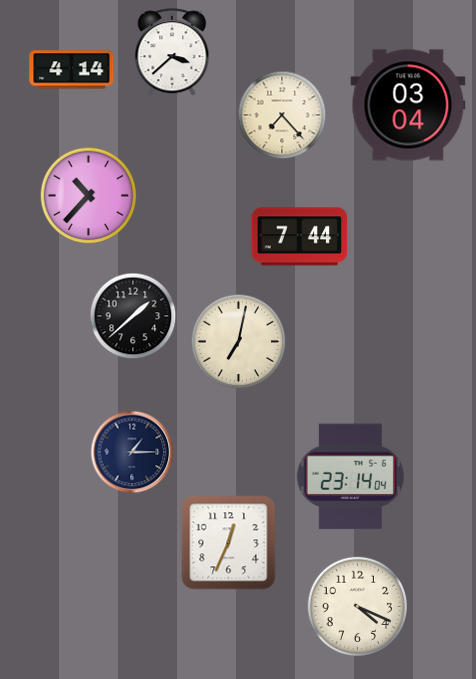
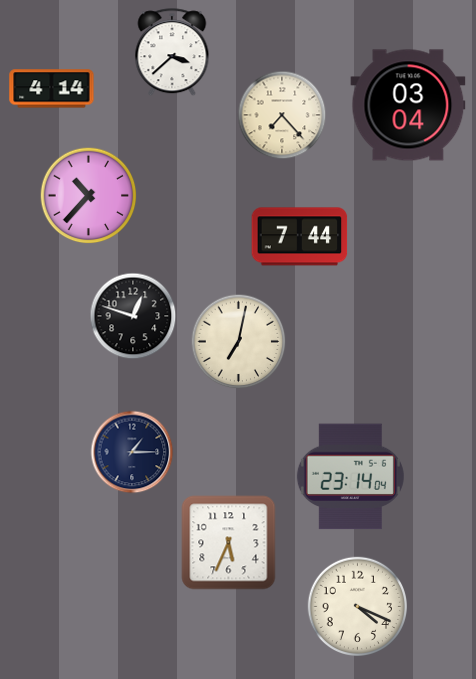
clock at (72, 70) position: (72, 70) -> (52, 89)
clock at (133, 316): 1:38 -> 12:48
clock at (229, 543): 12:34 -> 5:34
